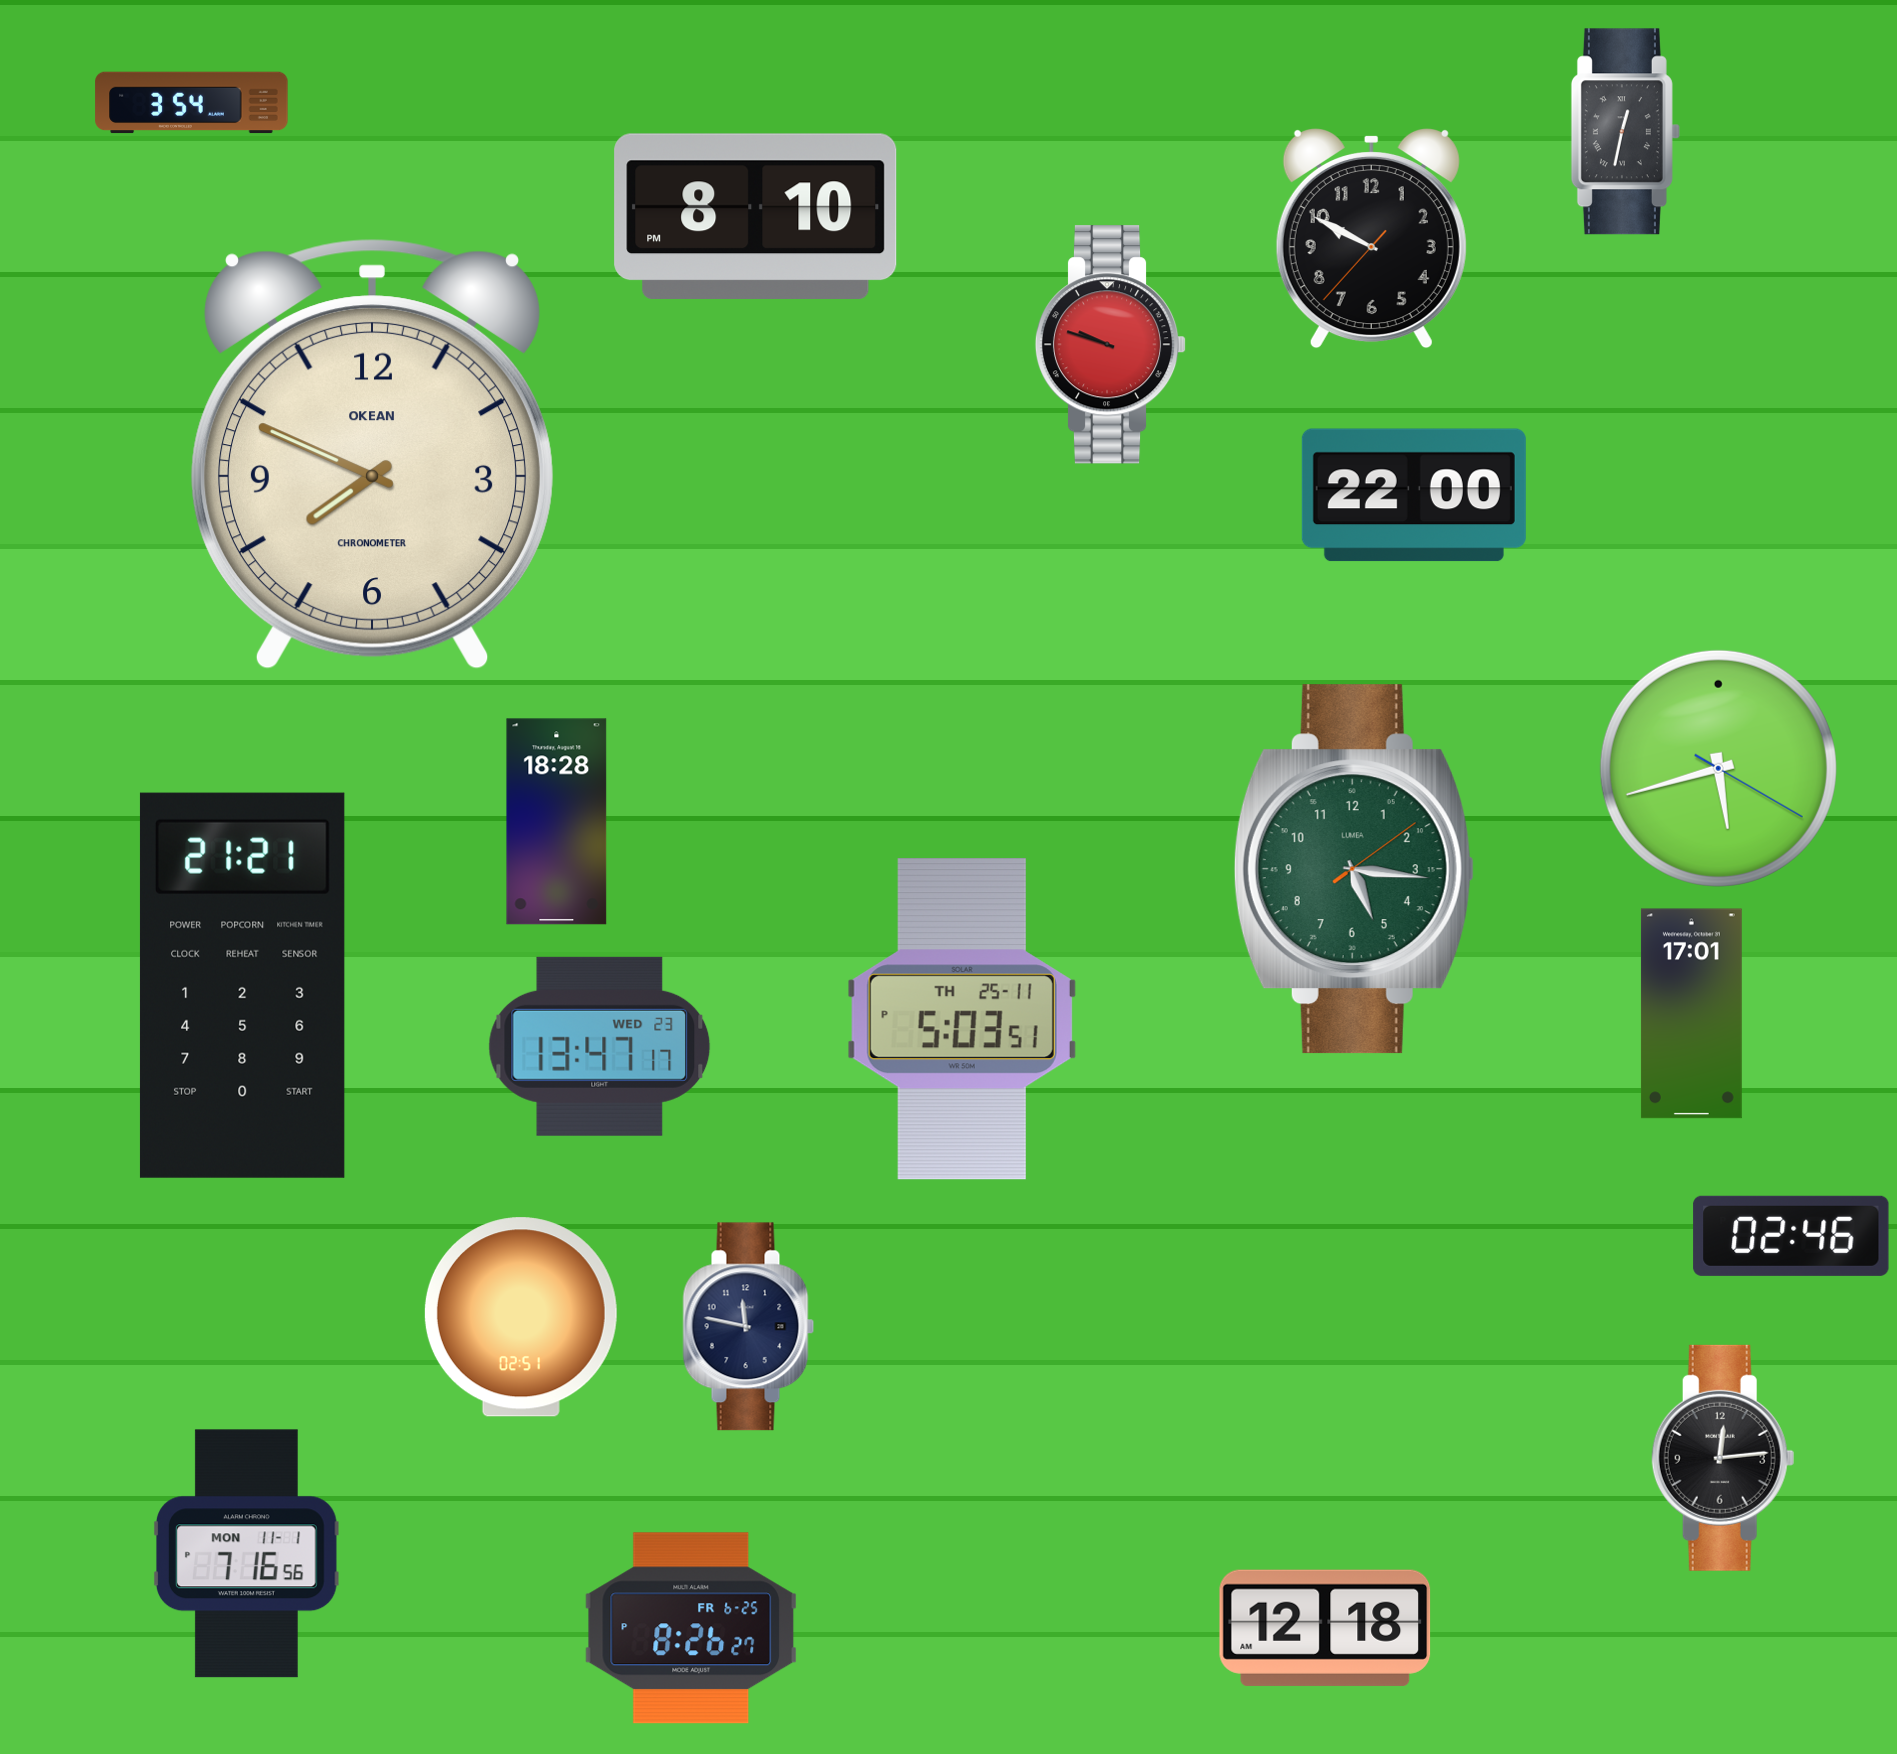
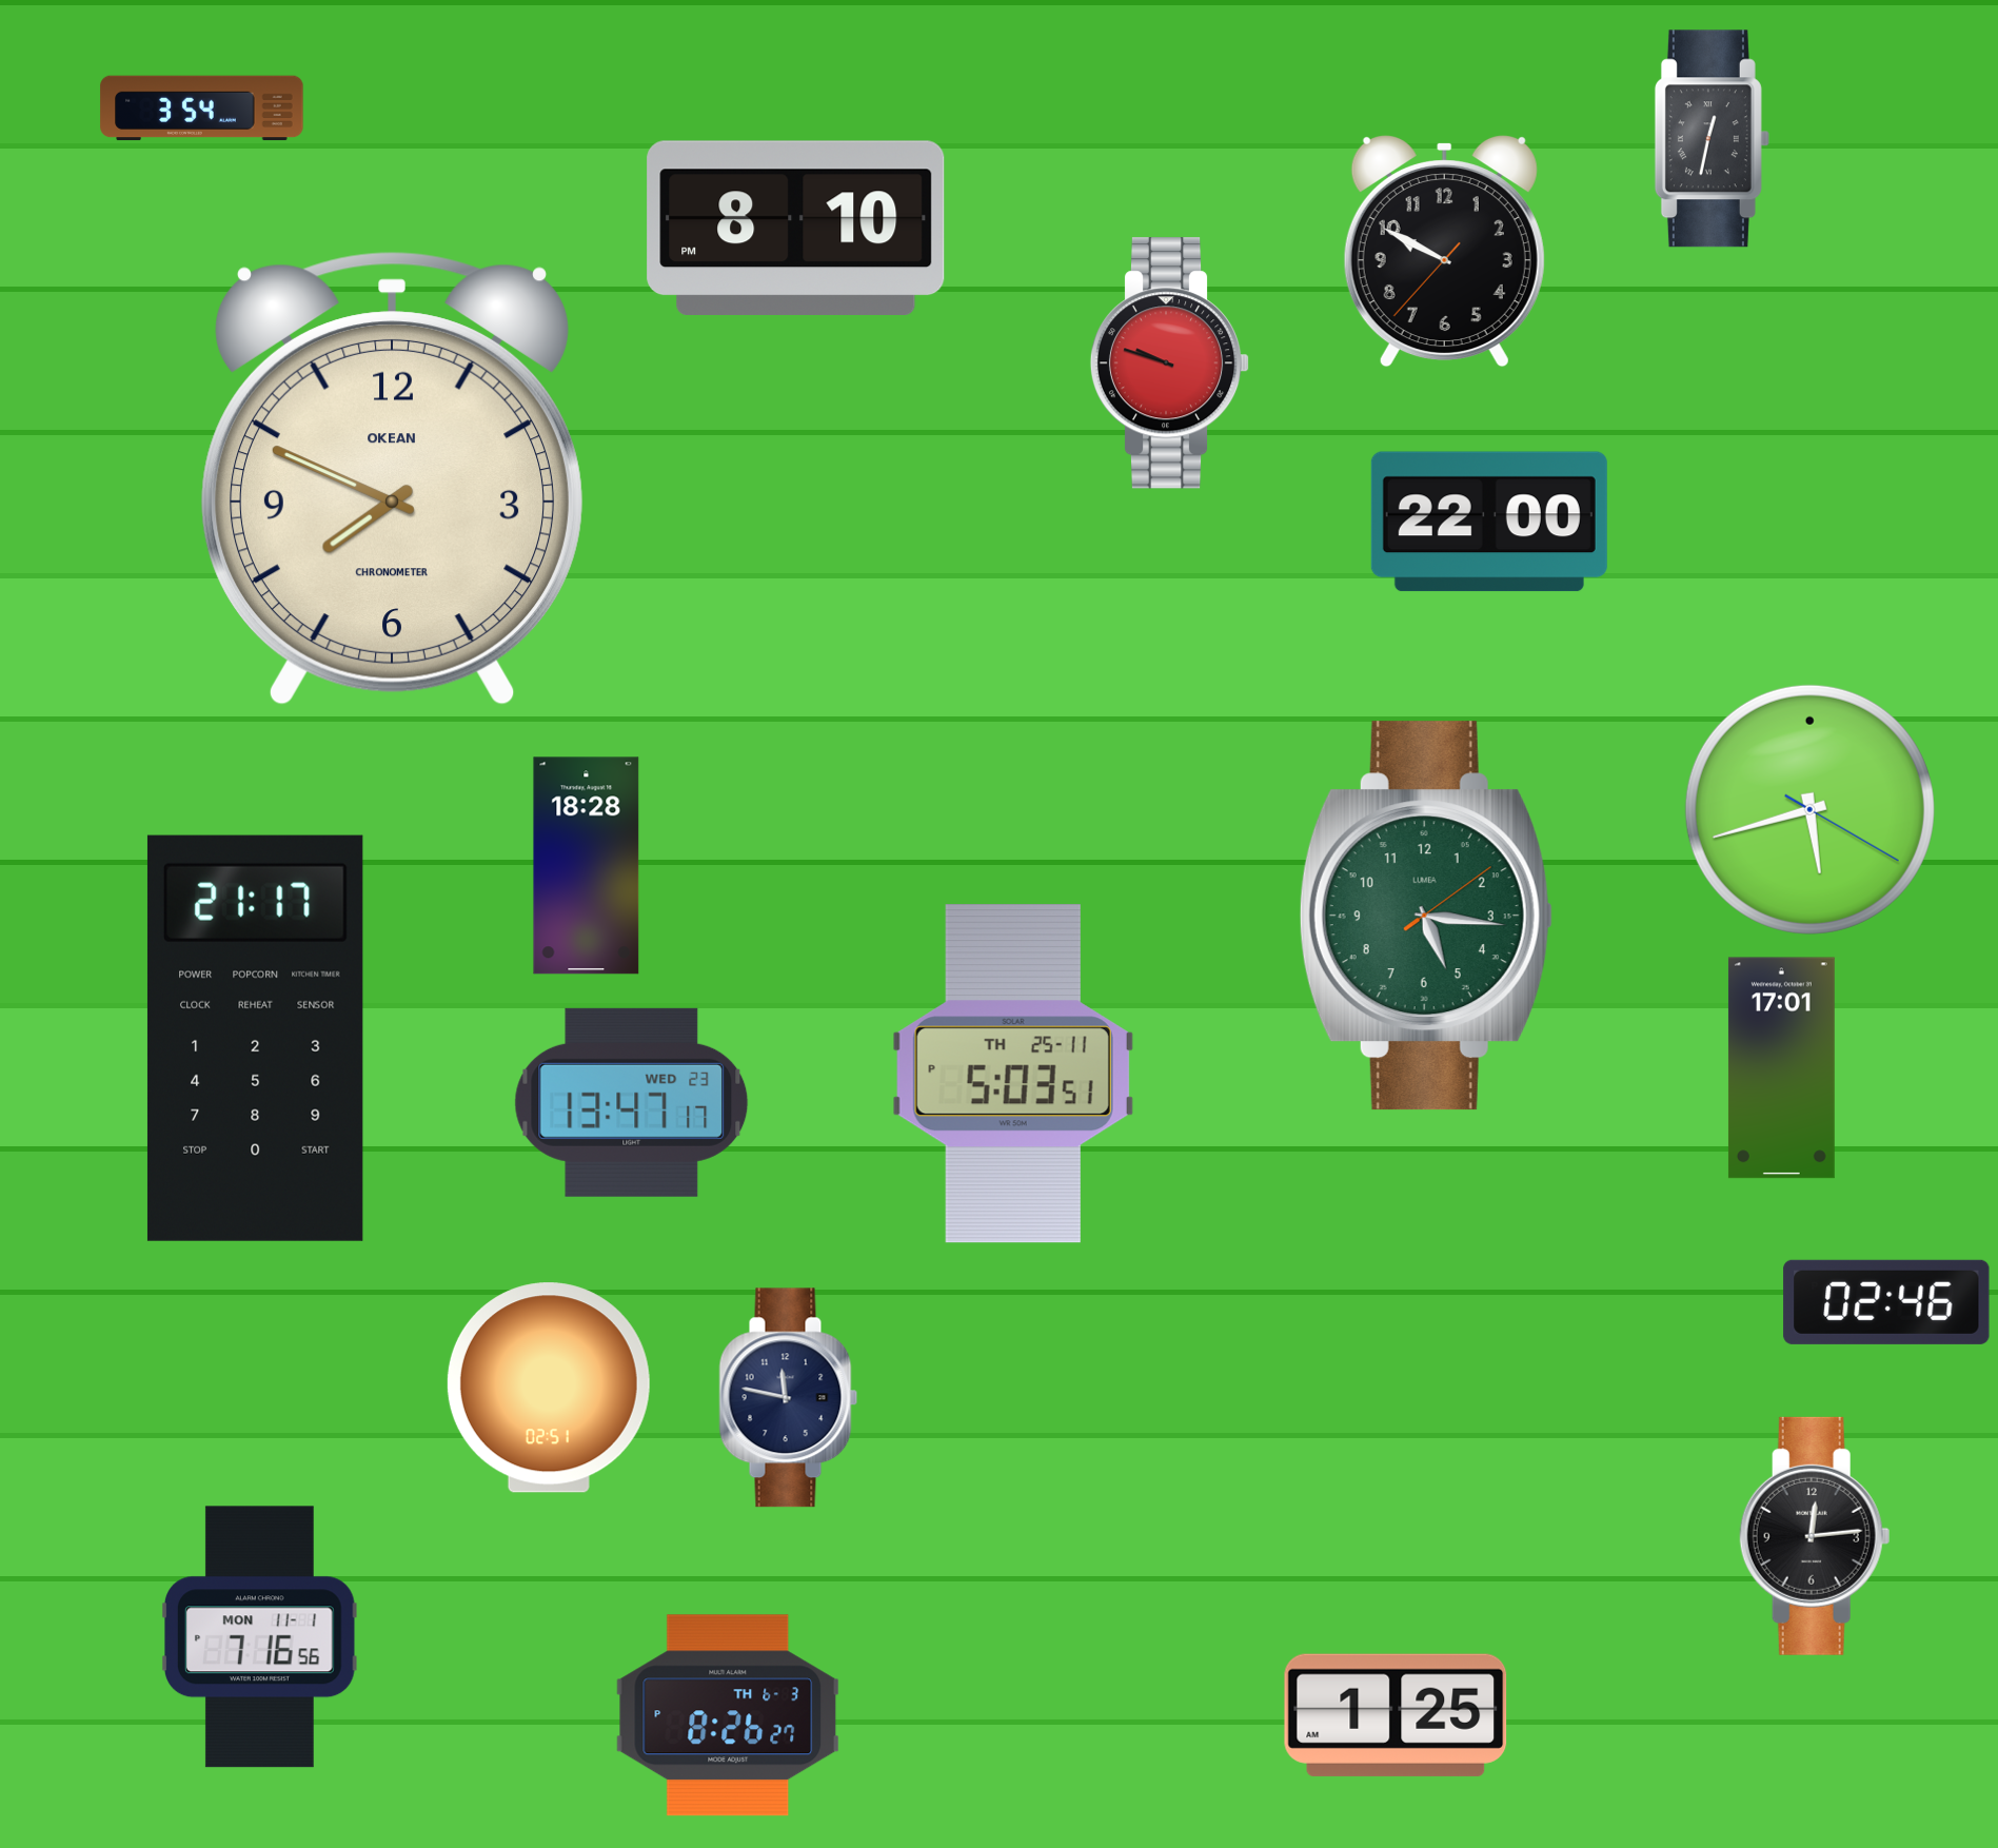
clock at (242, 985): 21:21 -> 21:17
clock at (691, 1628) date: FR 6-25 -> TH 6-3
clock at (1325, 1628): 12:18 -> 1:25
